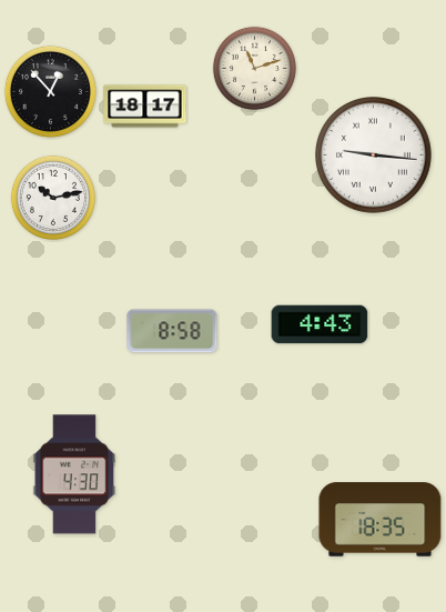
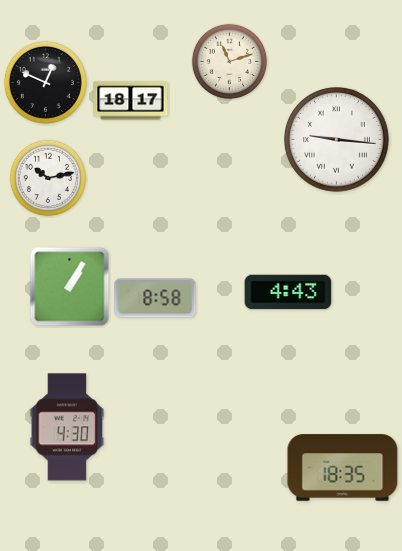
clock at (50, 91): 12:53 -> 12:49
clock at (145, 107) position: (145, 107) -> (131, 101)
clock at (70, 287): none -> 1:05
